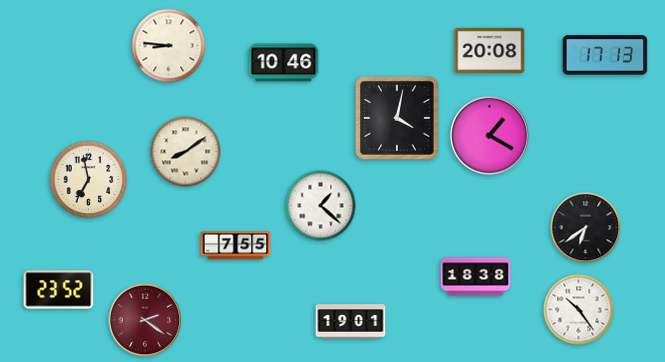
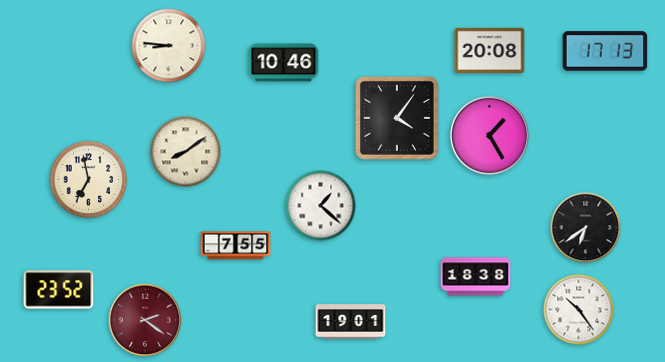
clock at (605, 55) position: (605, 55) -> (605, 51)
clock at (398, 119): 4:02 -> 4:06
clock at (489, 135): 1:20 -> 1:25
